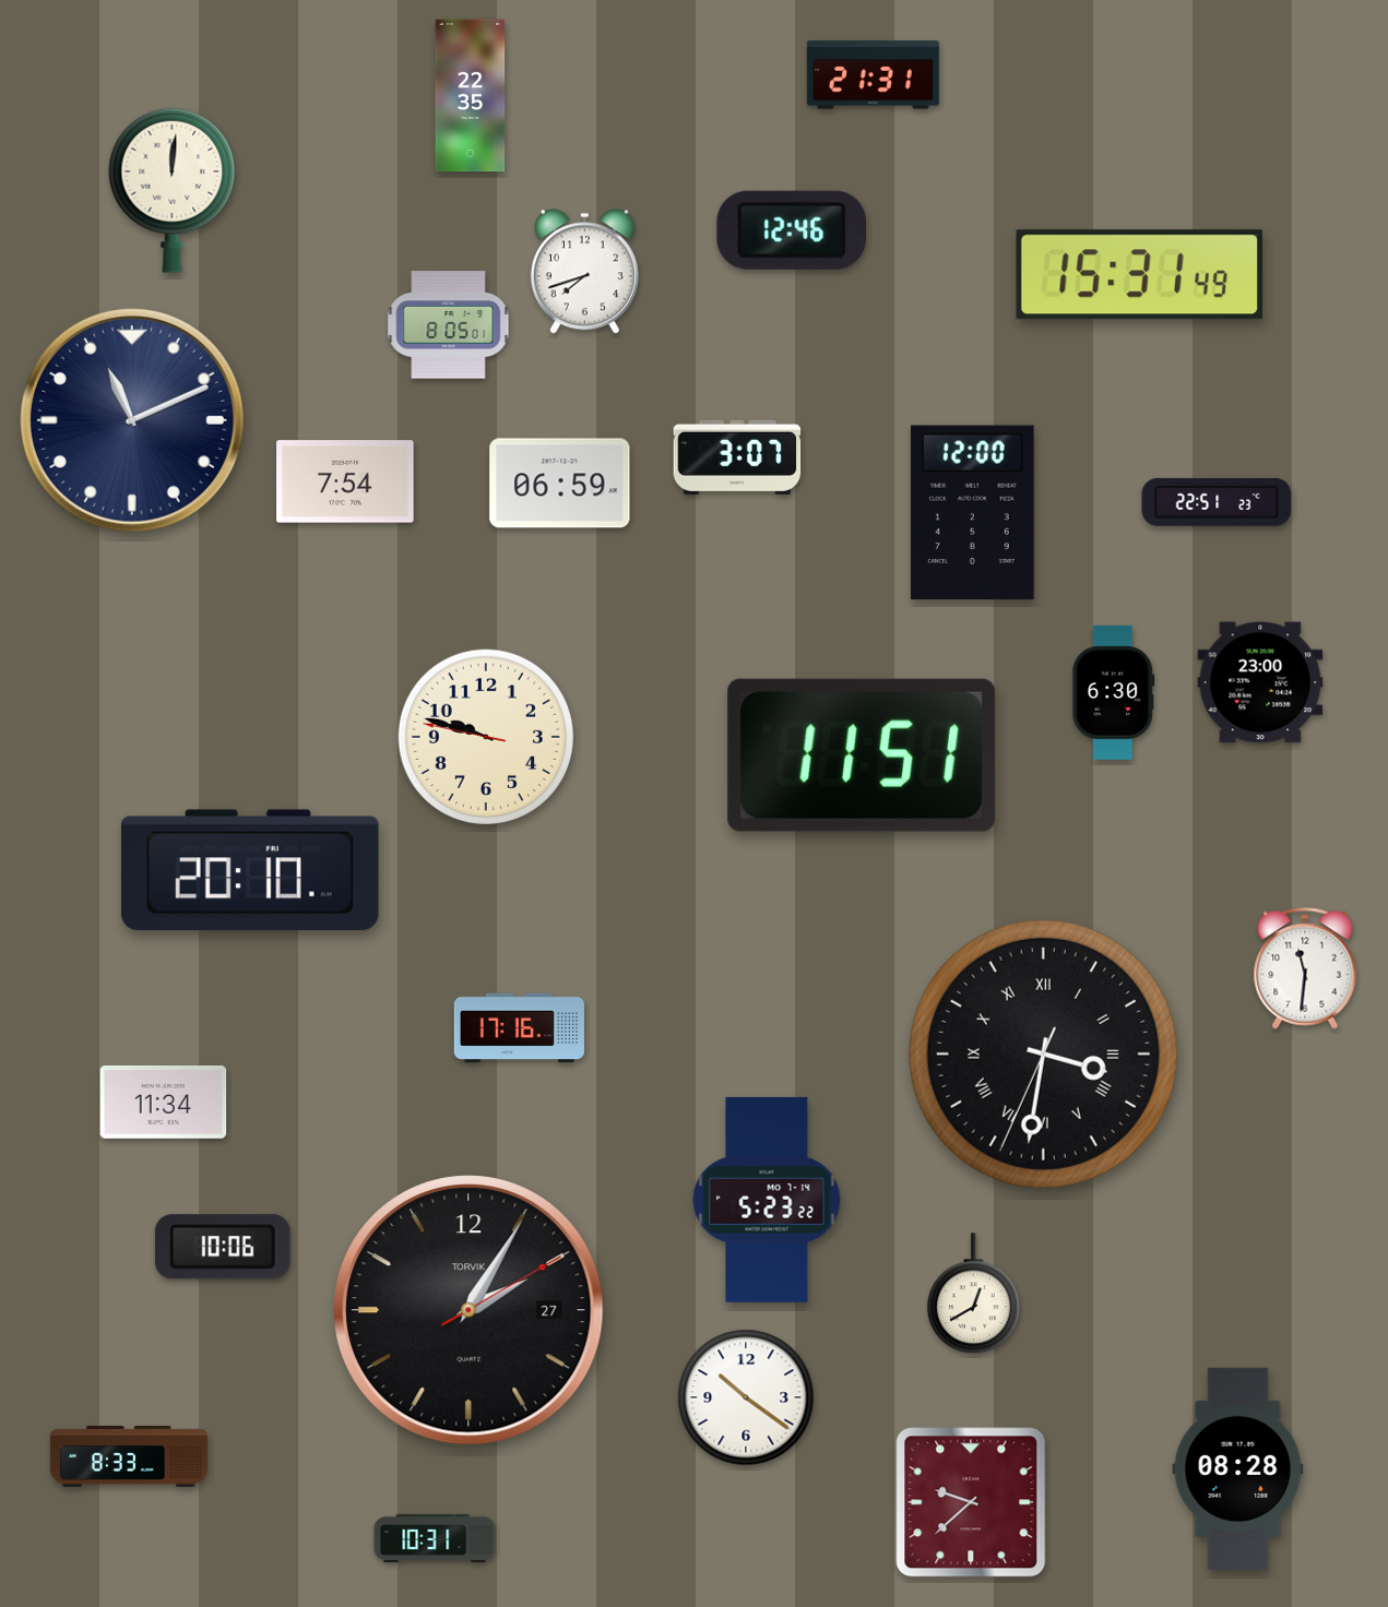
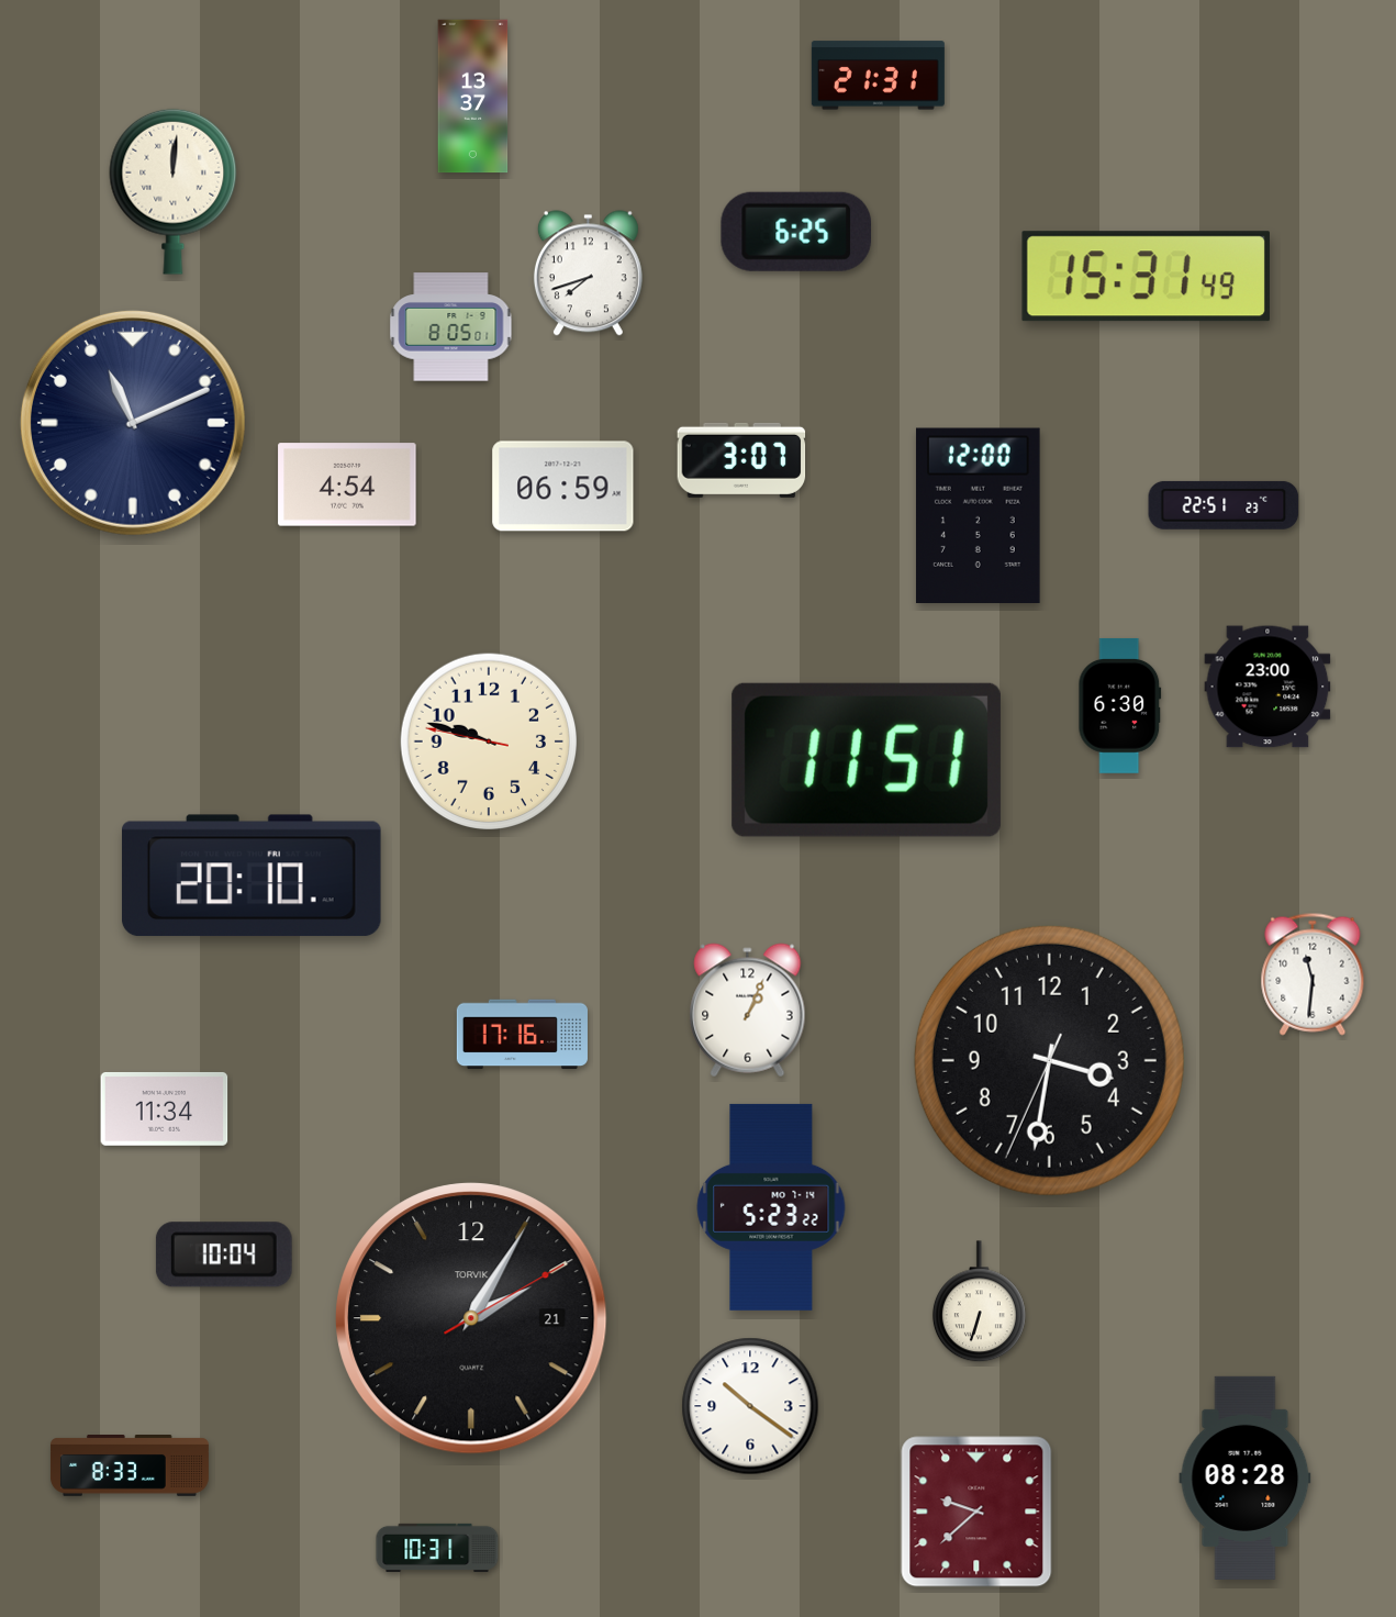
clock at (471, 96): 22:35 -> 13:37
clock at (791, 230): 12:46 -> 6:25
clock at (345, 481): 7:54 -> 4:54
clock at (1114, 692) position: (1114, 692) -> (1120, 705)
clock at (748, 1011): none -> 1:04
clock at (1043, 1054) numerals: Roman -> Arabic
clock at (223, 1247): 10:06 -> 10:04
clock at (973, 1294): 12:40 -> 6:33
clock at (468, 1310) date: 27 -> 21
